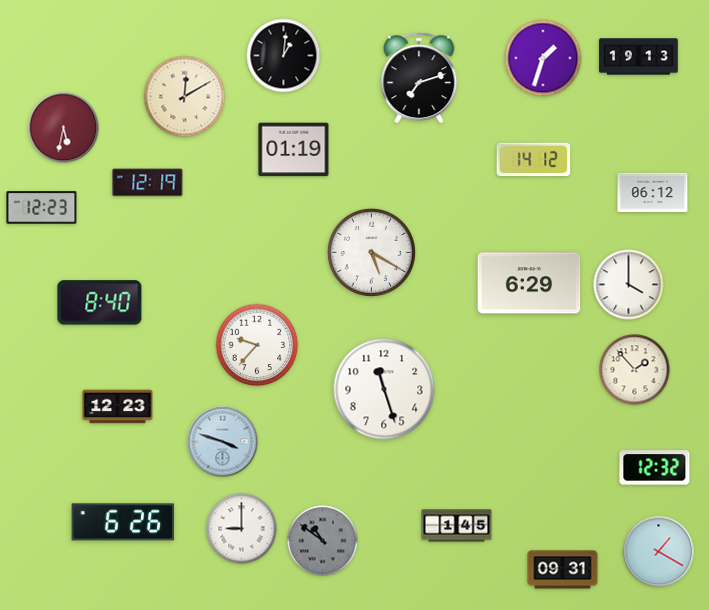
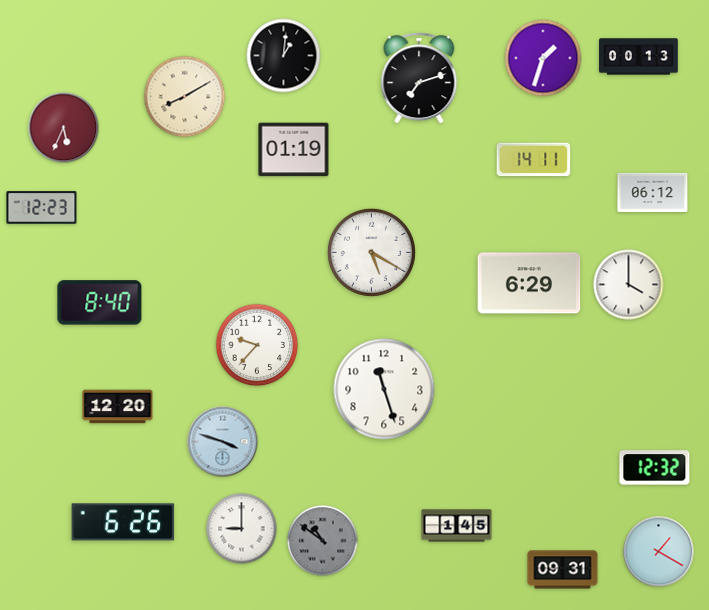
clock at (639, 57): 19:13 -> 00:13
clock at (185, 97): 12:10 -> 8:10
clock at (64, 128): 5:32 -> 5:34
clock at (534, 160): 14:12 -> 14:11
clock at (148, 183): 12:19 -> none
clock at (635, 370): 1:53 -> none
clock at (118, 407): 12:23 -> 12:20
